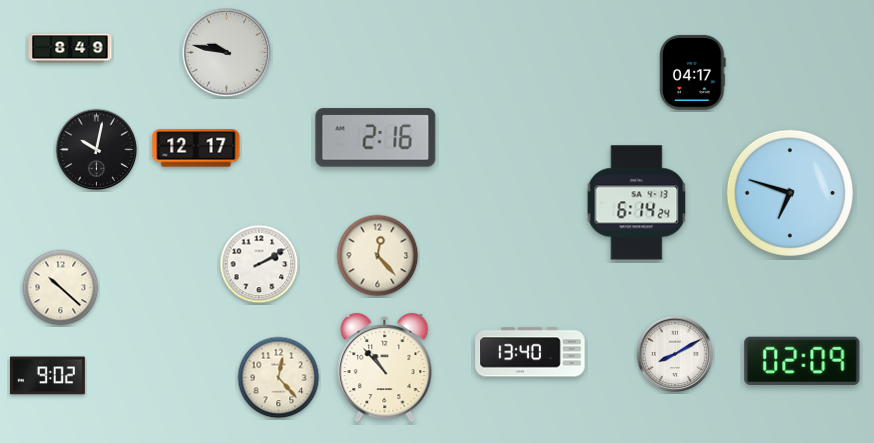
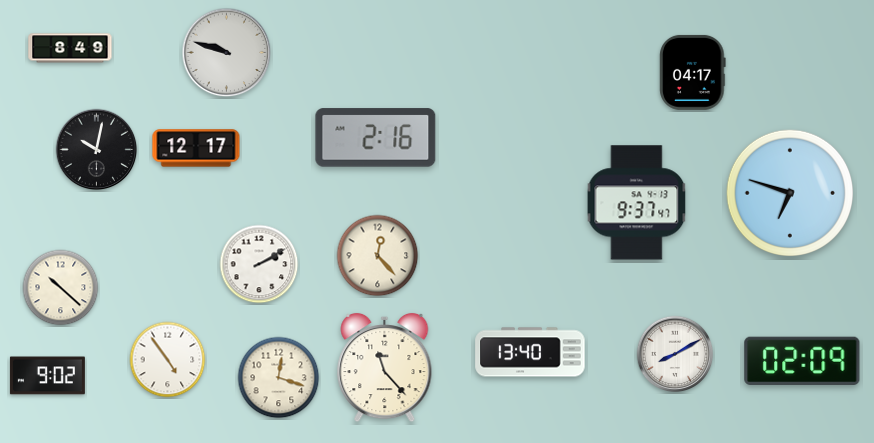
clock at (227, 53): 9:47 -> 9:48
clock at (637, 203): 6:14 -> 9:37
clock at (168, 360): none -> 4:54
clock at (385, 368): 10:53 -> 11:23
clock at (279, 378): 12:23 -> 12:18
